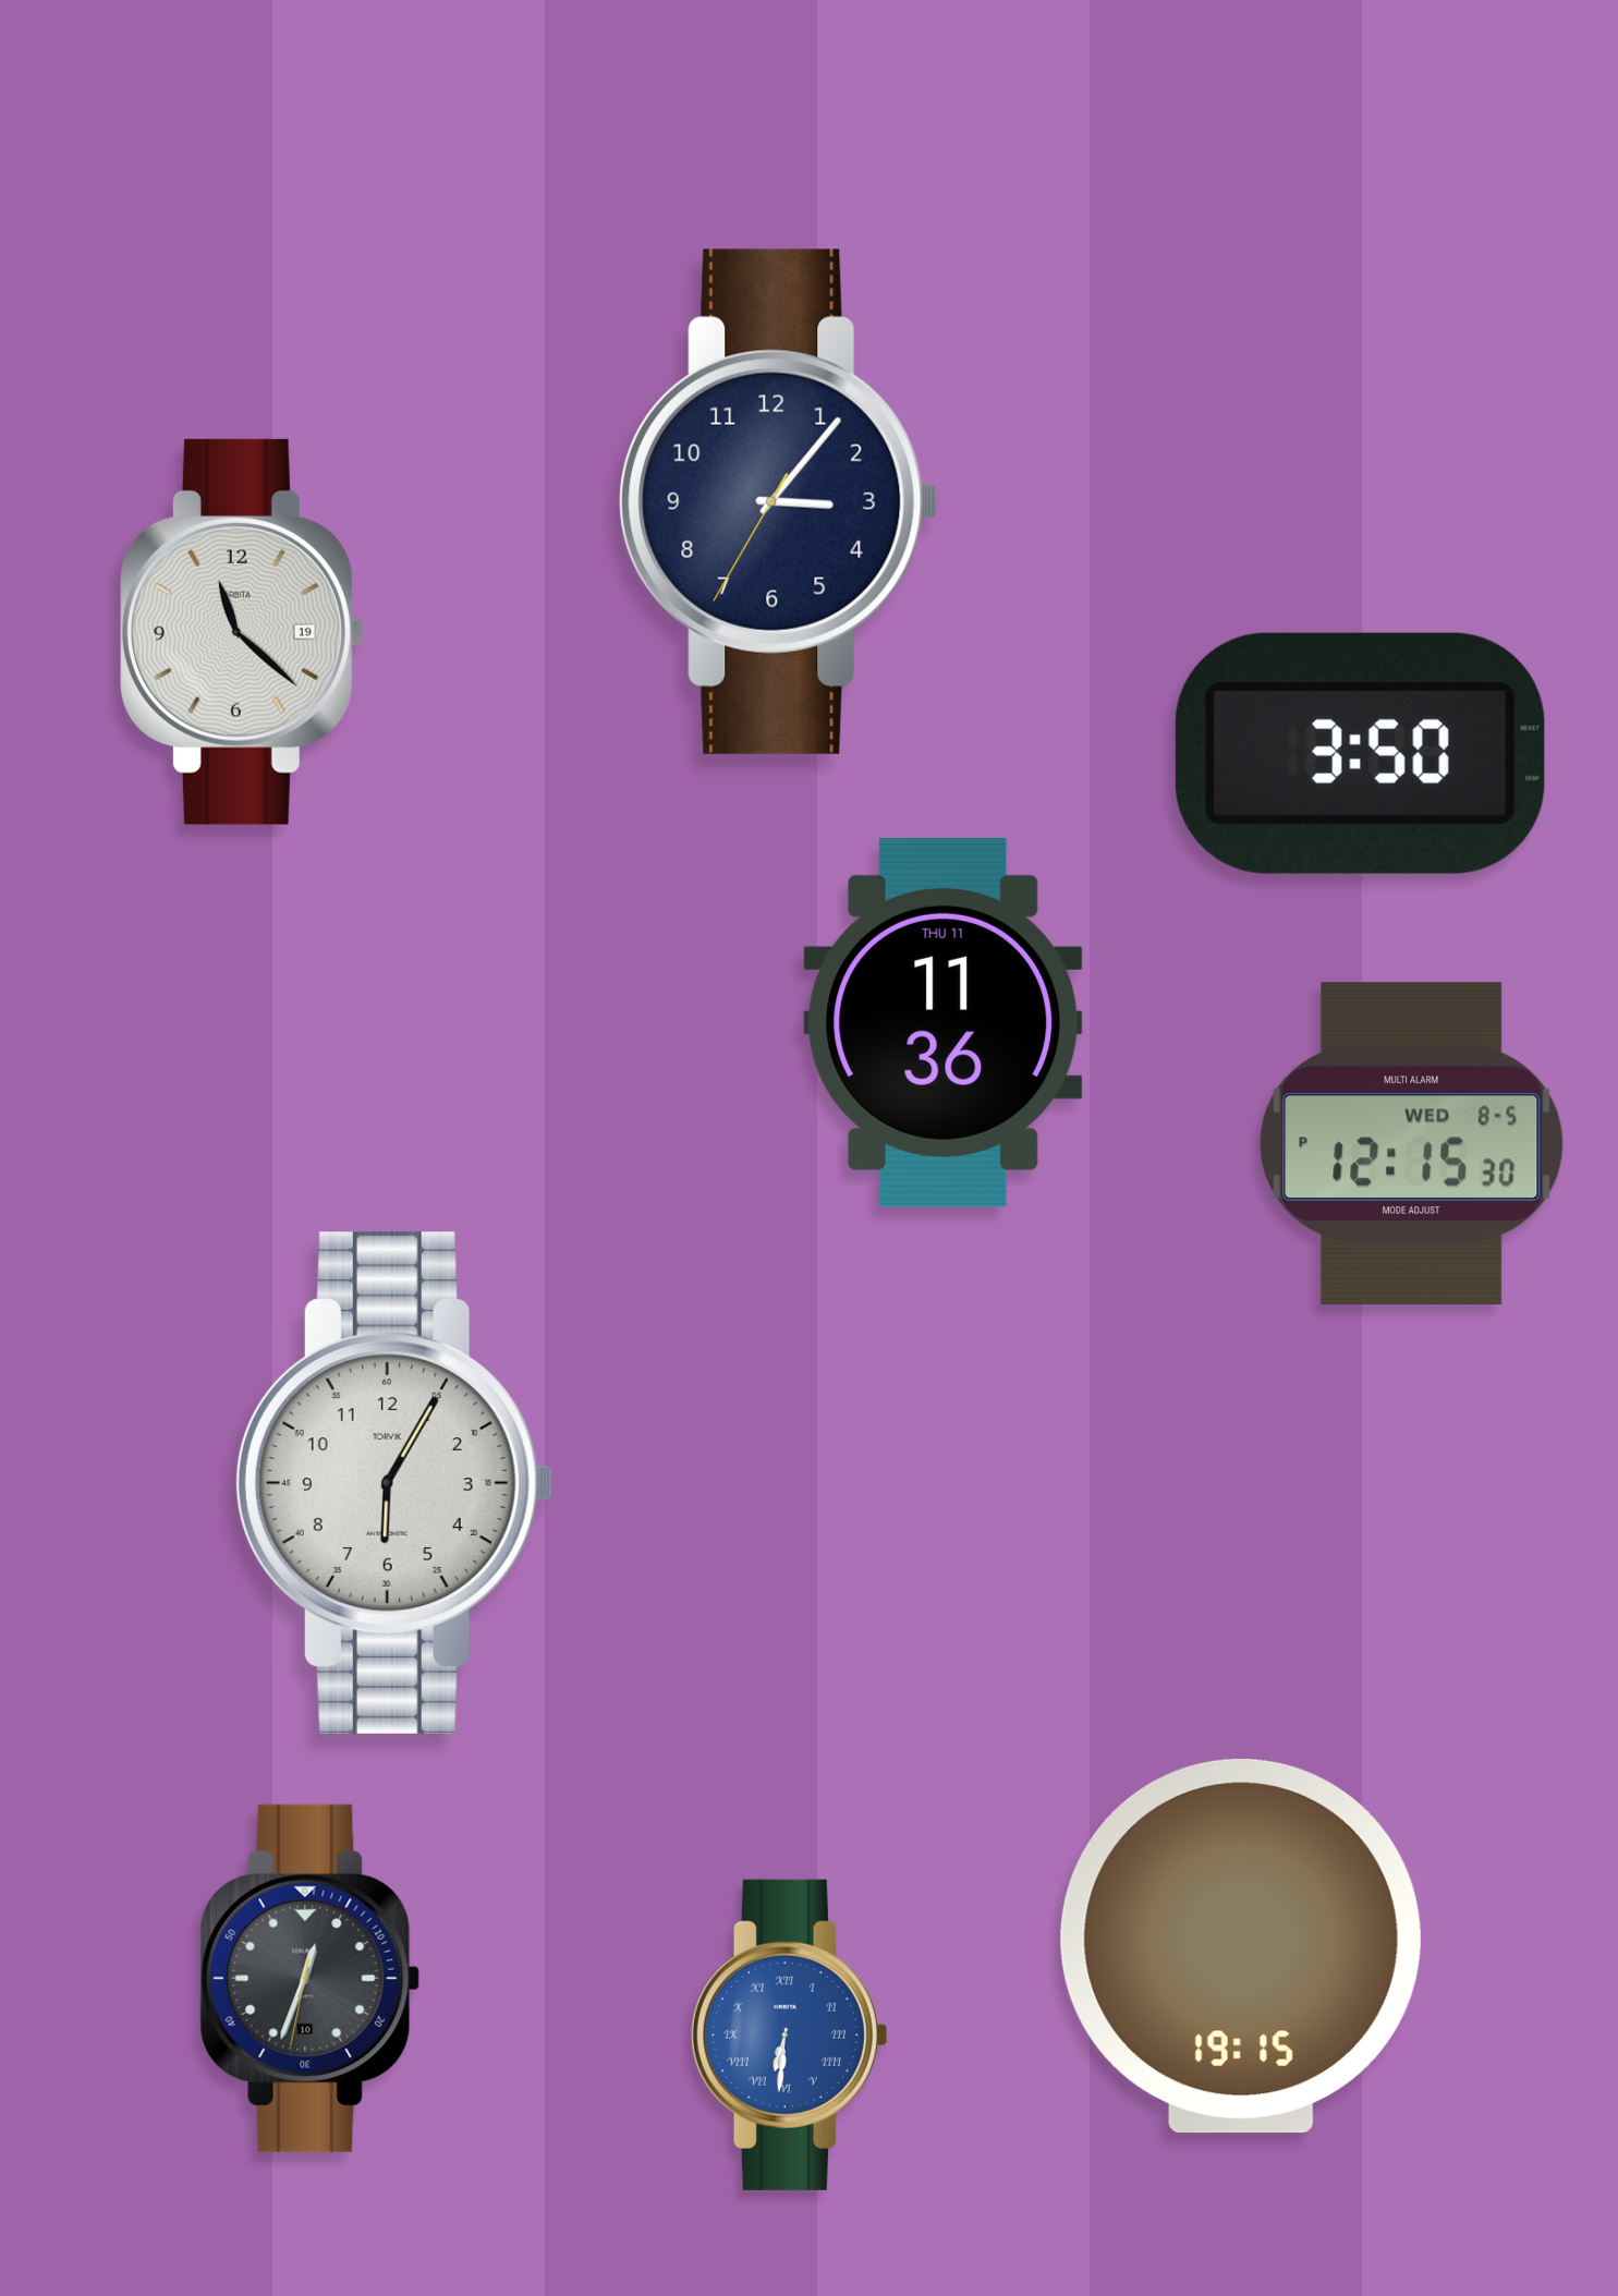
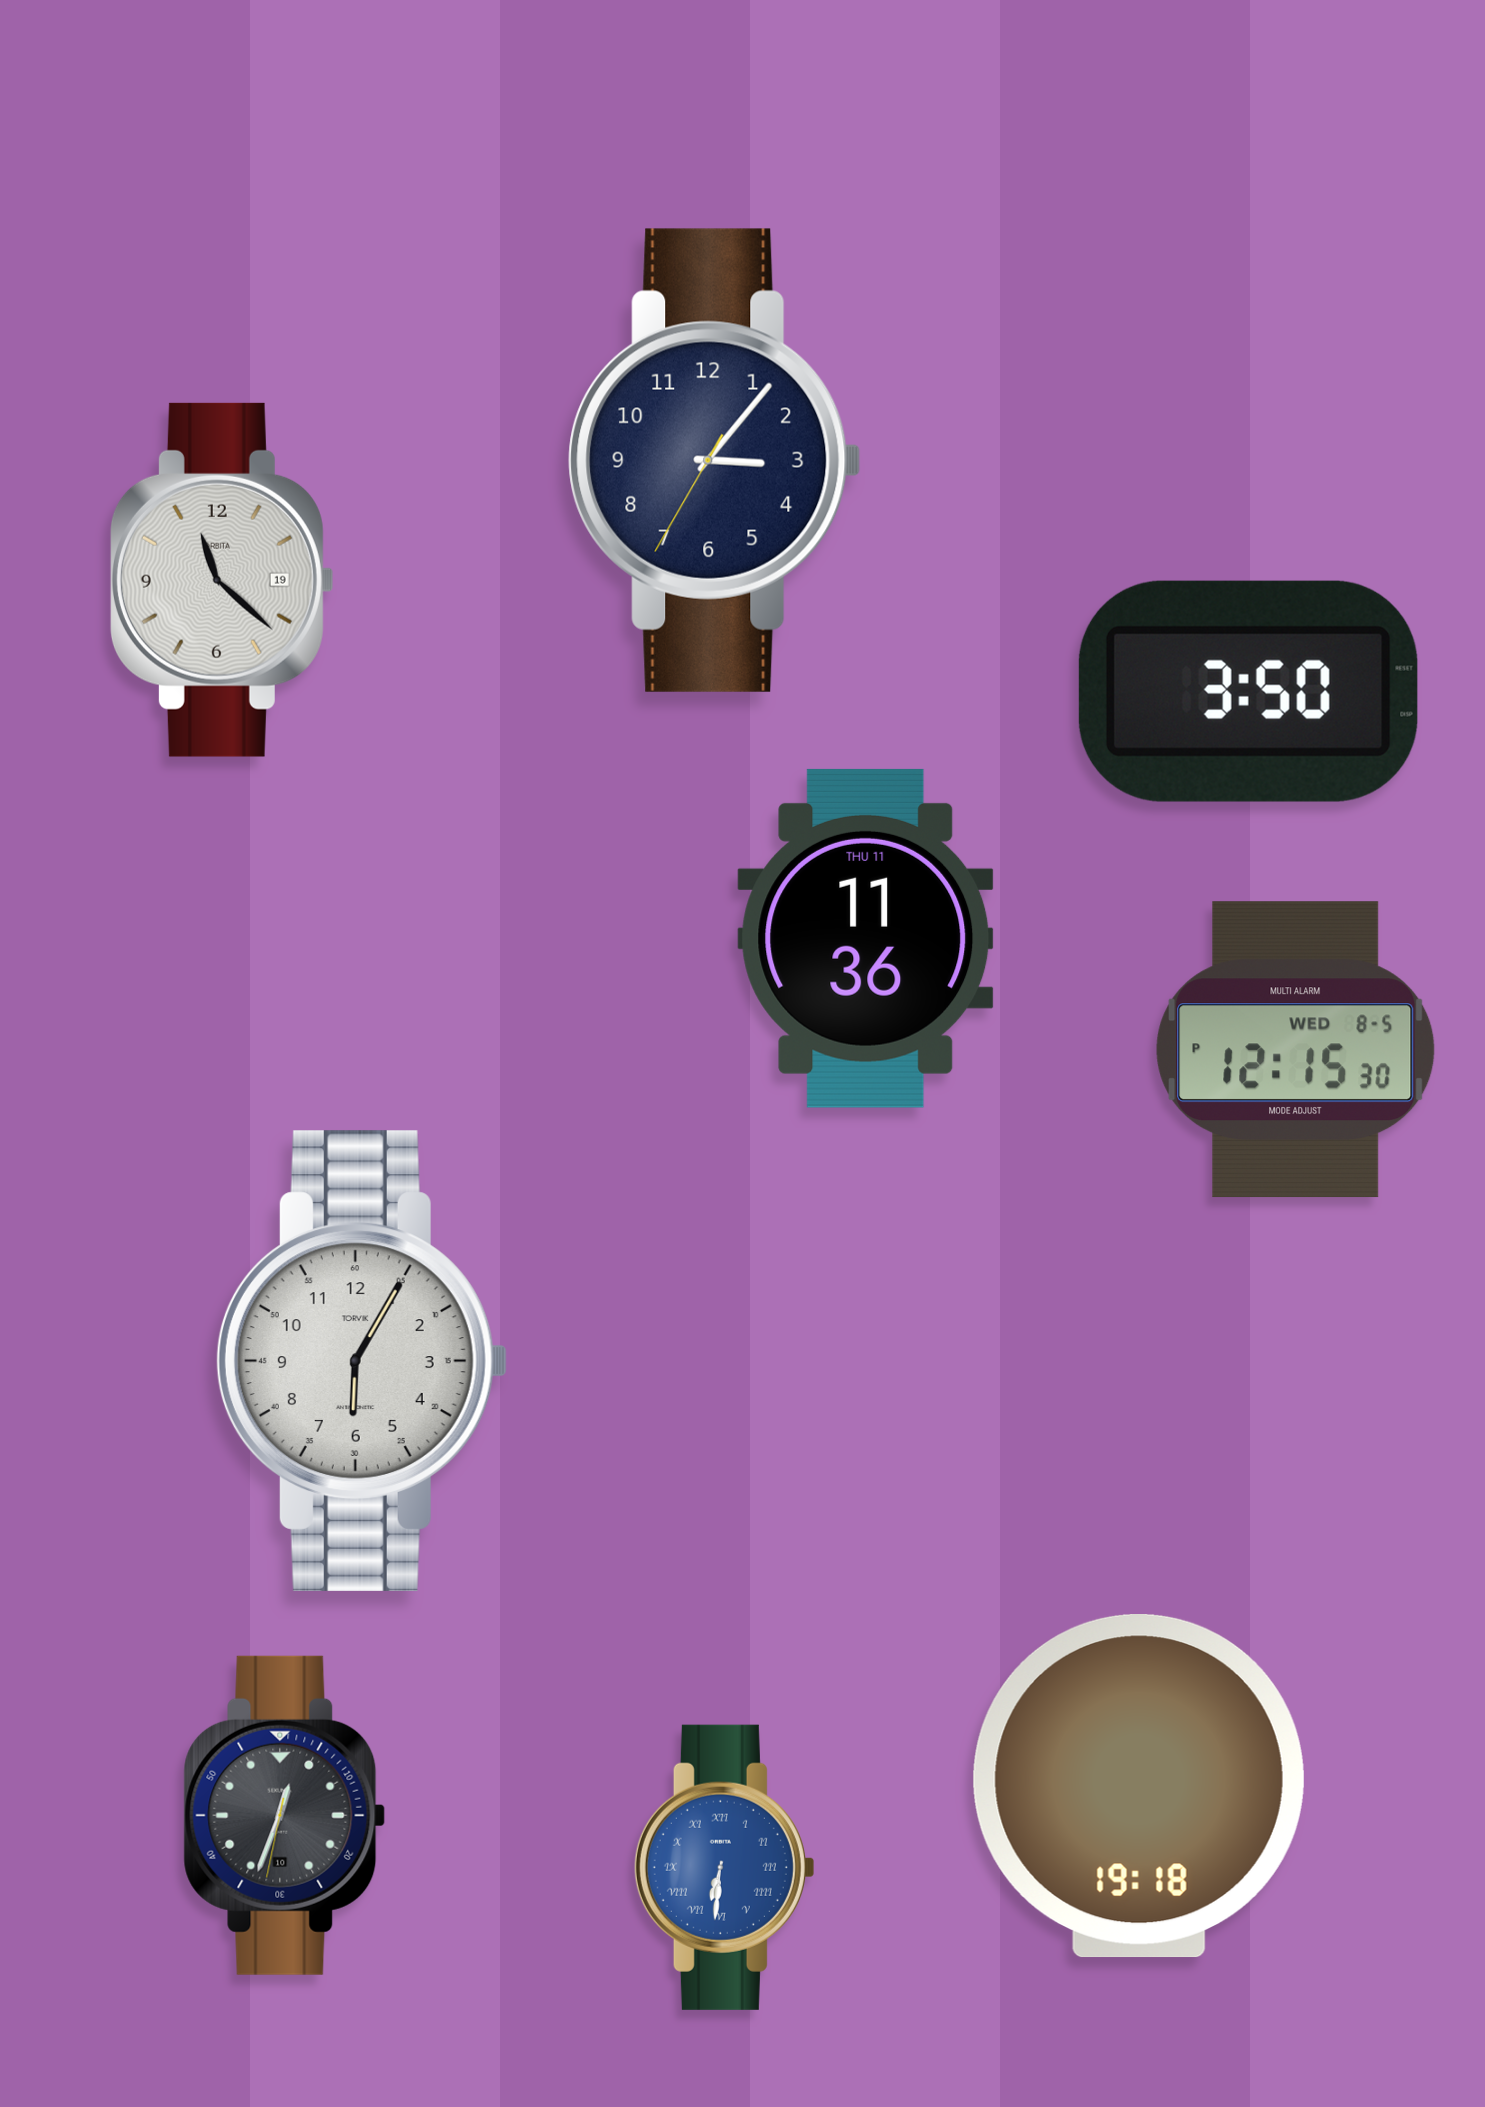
clock at (1241, 1947): 19:15 -> 19:18
